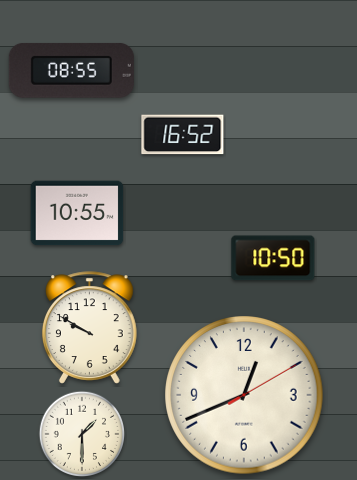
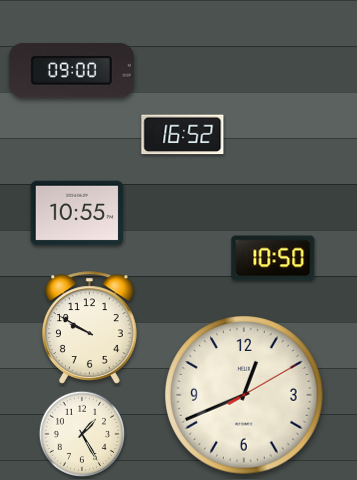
clock at (71, 70): 08:55 -> 09:00
clock at (82, 434): 1:30 -> 1:25
